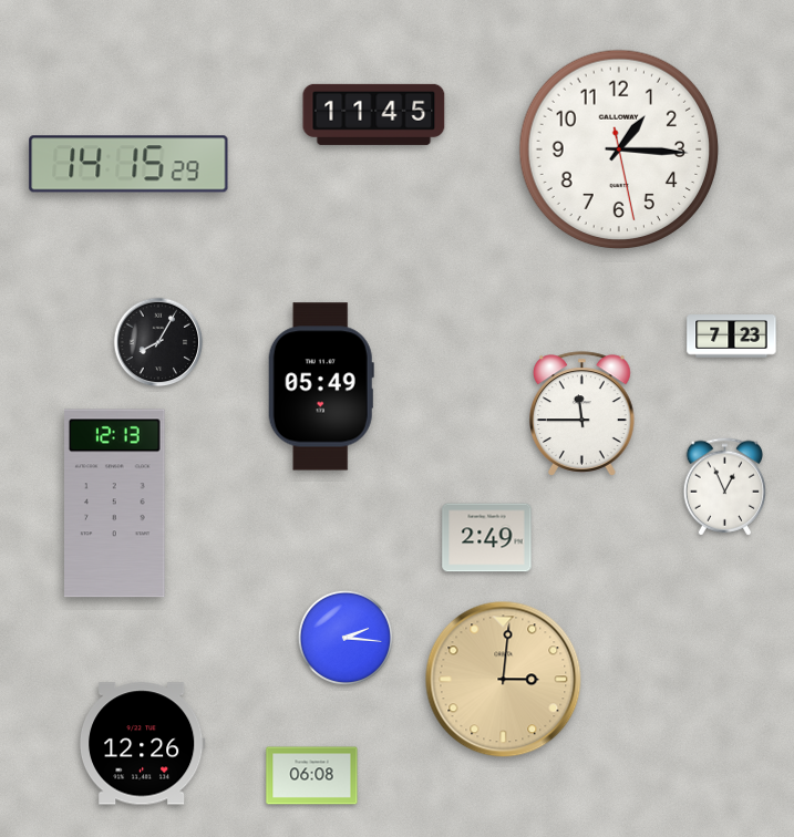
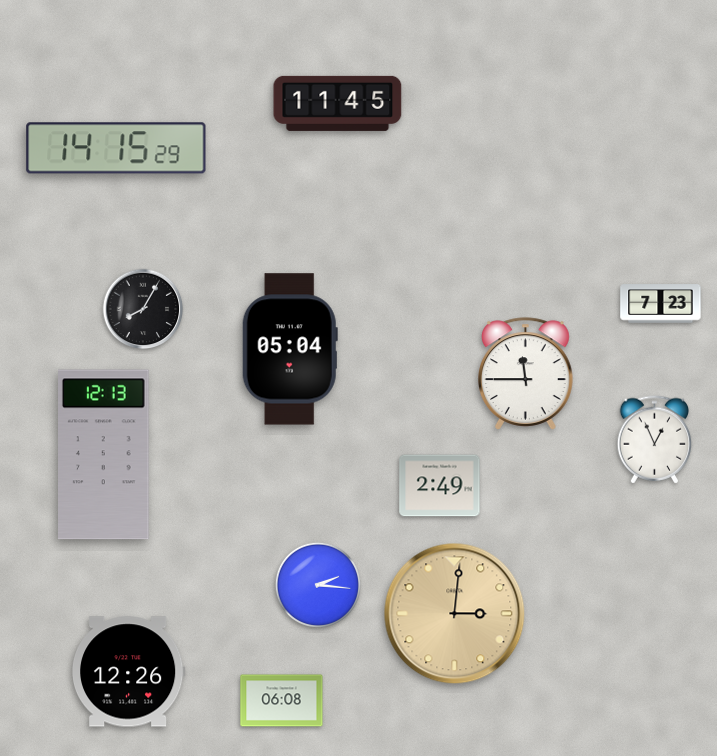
clock at (619, 149): 1:15 -> none
clock at (321, 386): 05:49 -> 05:04
clock at (346, 638) position: (346, 638) -> (318, 585)
